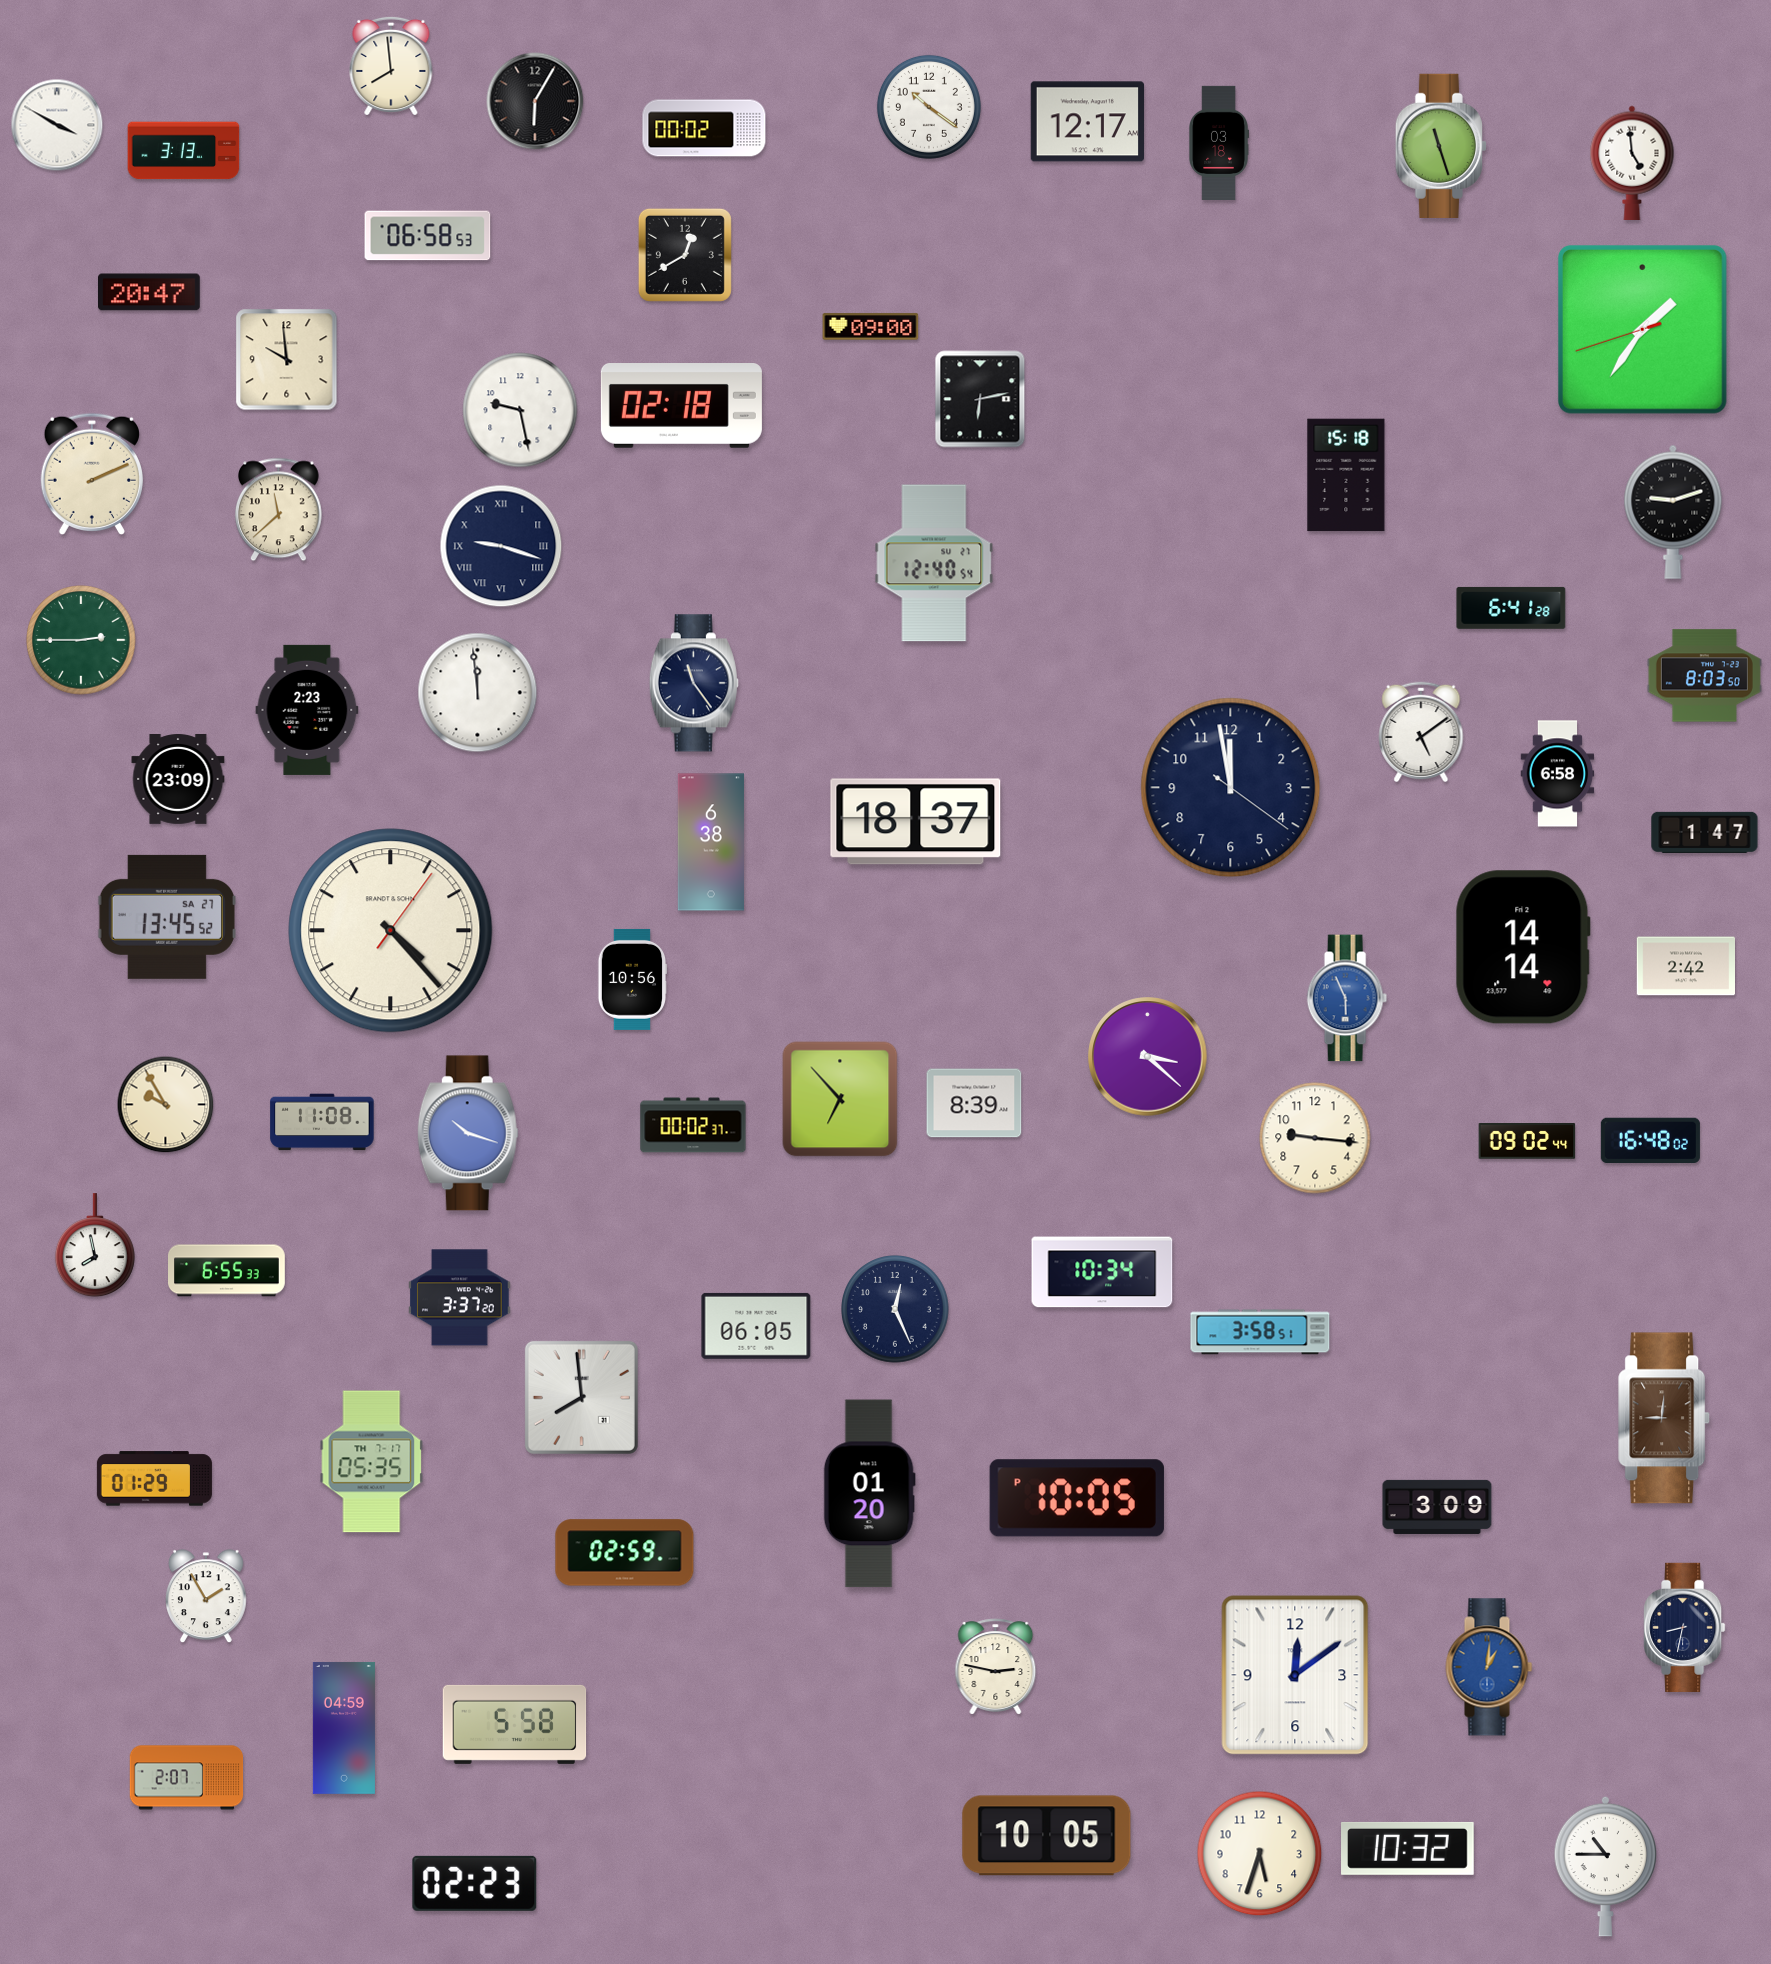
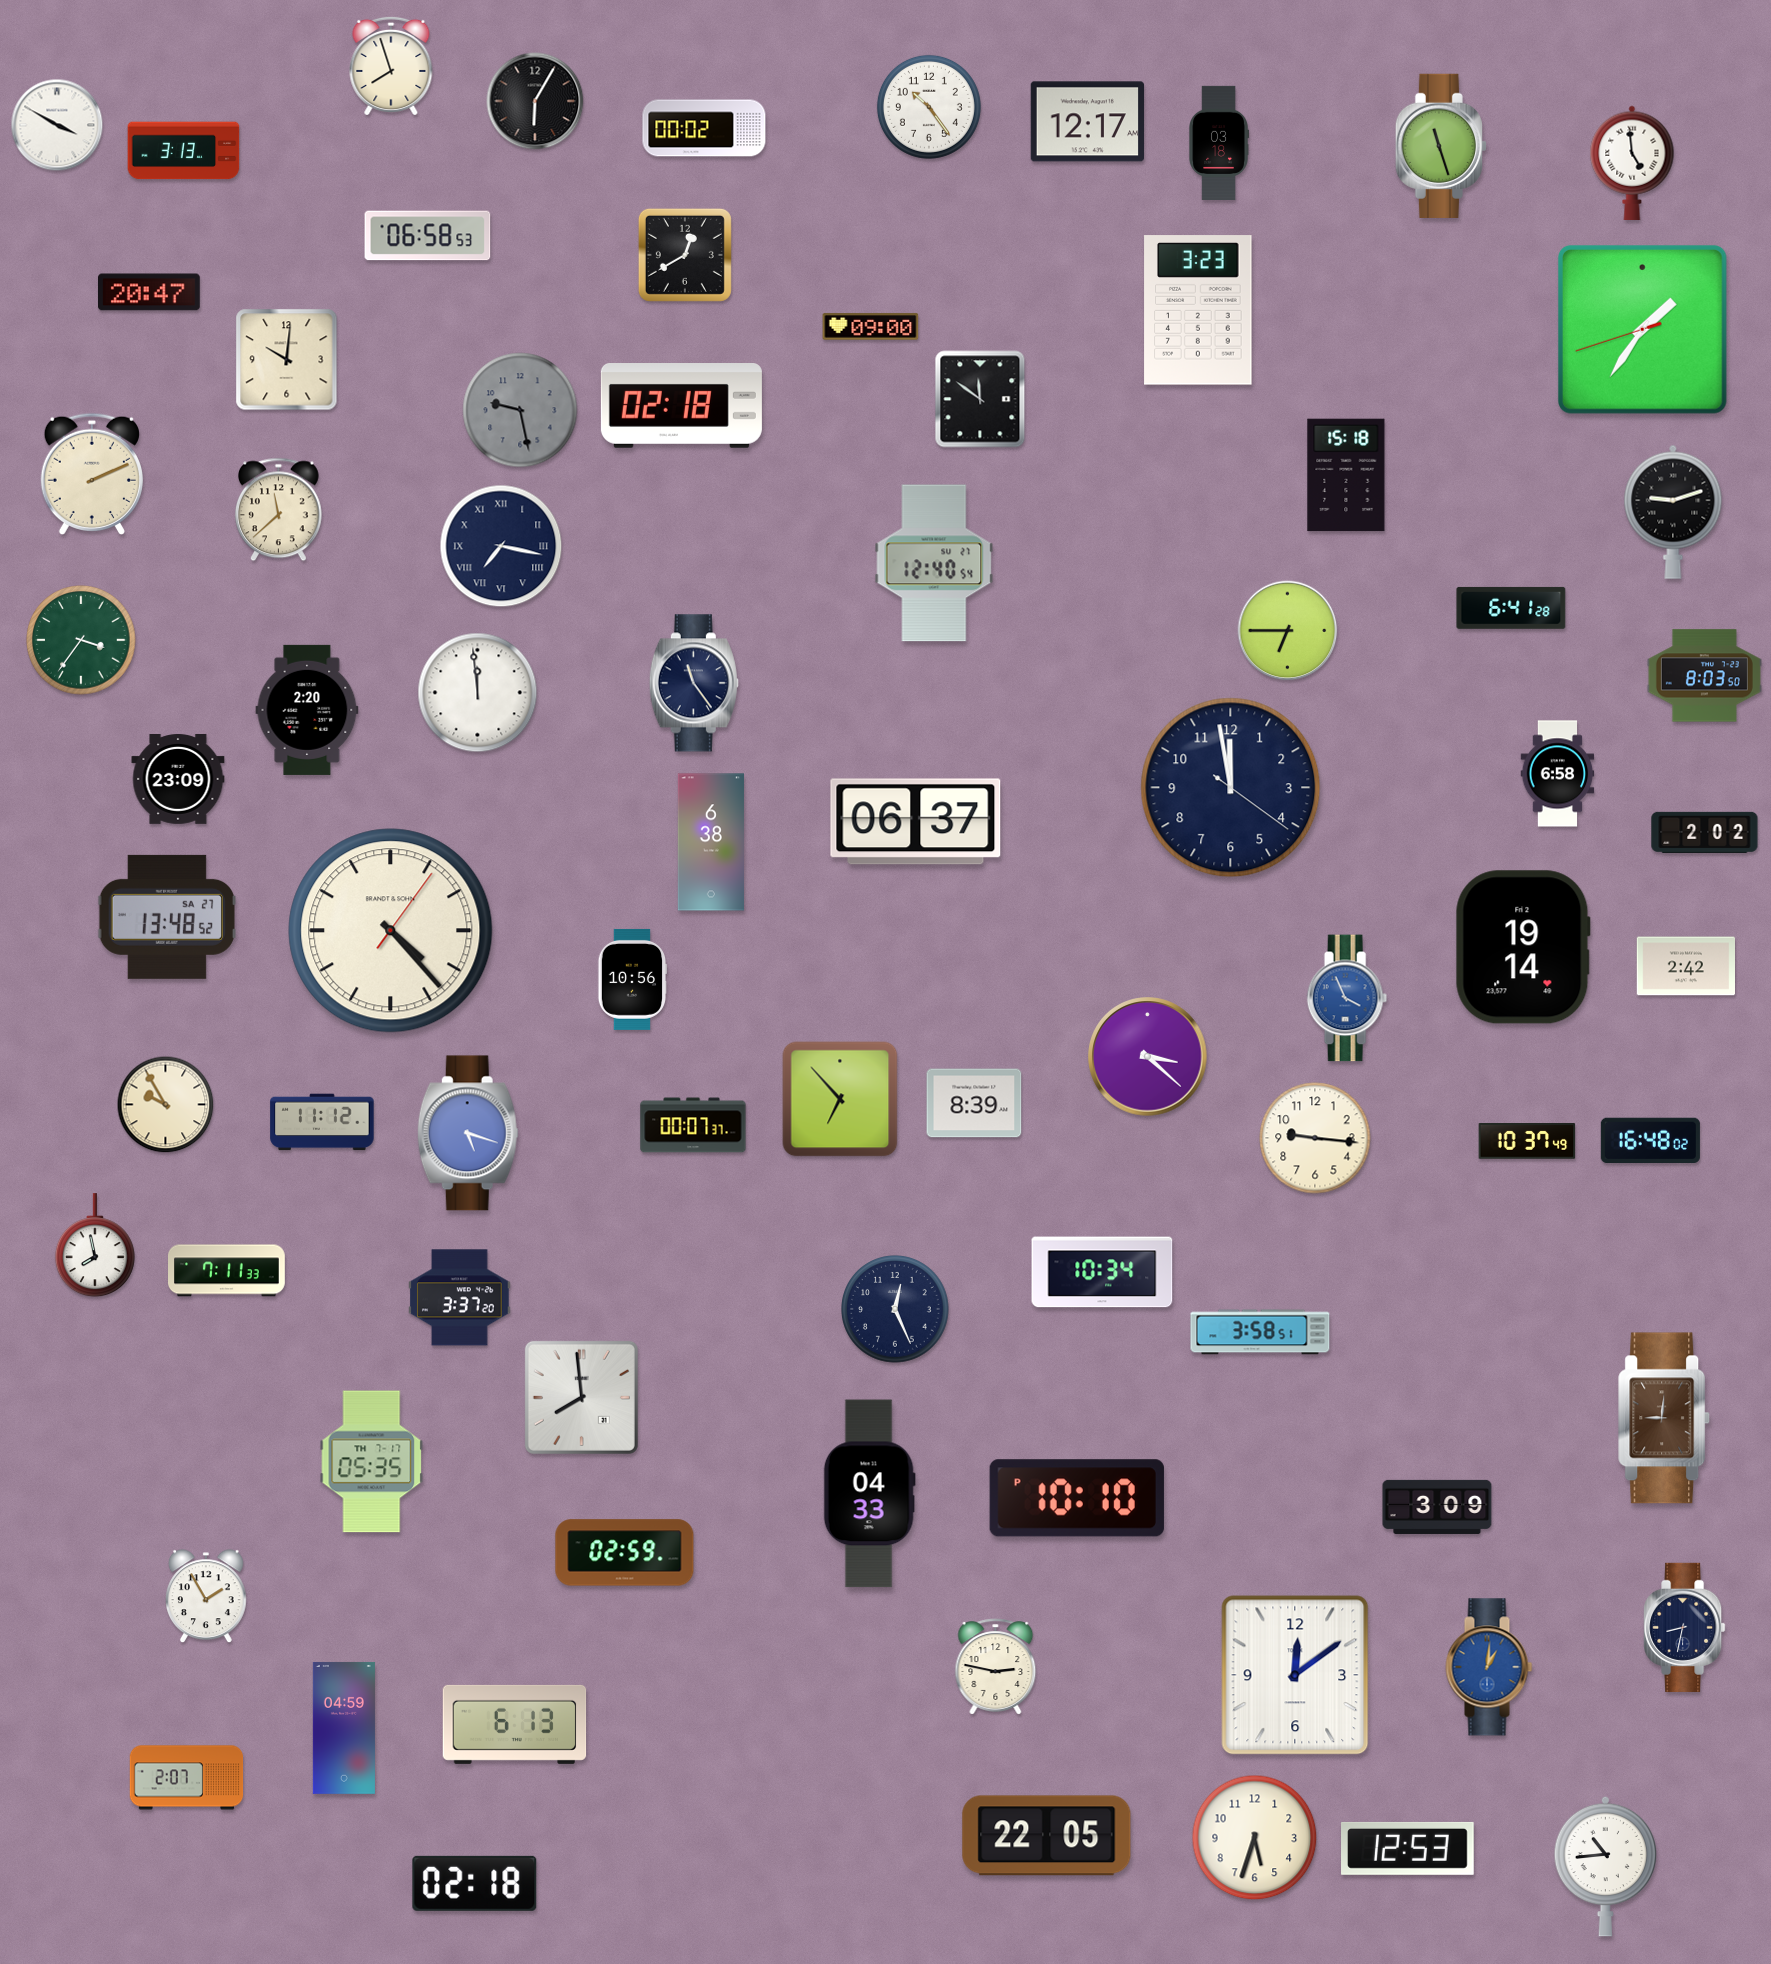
clock at (391, 66): 7:59 -> 7:57
clock at (929, 107): 10:21 -> 10:24
clock at (1198, 310): none -> 3:23
clock at (287, 360): 9:59 -> 10:01
clock at (980, 399): 6:13 -> 11:51
clock at (520, 410) dial: white -> grey
clock at (501, 546): 9:18 -> 7:17
clock at (1288, 631): none -> 6:45
clock at (81, 640): 2:45 -> 3:36
clock at (307, 710): 2:23 -> 2:20
clock at (1421, 732): 5:09 -> none
clock at (916, 822): 18:37 -> 06:37
clock at (1705, 832): 1:47 -> 2:02
clock at (167, 917): 13:45 -> 13:48
clock at (1523, 947): 14:14 -> 19:14
clock at (1347, 998): 5:56 -> 3:56
clock at (322, 1122): 11:08 -> 11:12
clock at (693, 1125): 00:02 -> 00:07
clock at (468, 1133): 10:18 -> 5:18
clock at (1527, 1142): 09:02 -> 10:37
clock at (227, 1271): 6:55 -> 7:11
clock at (756, 1326): 06:05 -> none
clock at (154, 1479): 01:29 -> none
clock at (869, 1494): 01:20 -> 04:33
clock at (1077, 1498): 10:05 -> 10:10
clock at (515, 1724): 5:58 -> 6:13
clock at (1047, 1836): 10:05 -> 22:05
clock at (1408, 1848): 10:32 -> 12:53
clock at (1260, 1854) position: (1260, 1854) -> (1255, 1838)
clock at (1606, 1866): 10:45 -> 10:44
clock at (475, 1883): 02:23 -> 02:18
